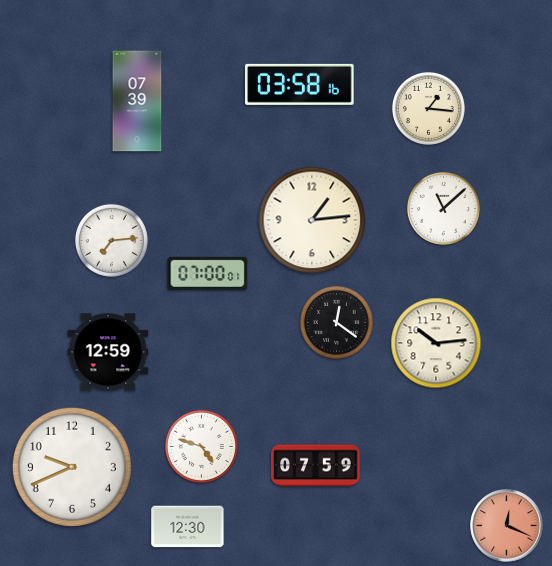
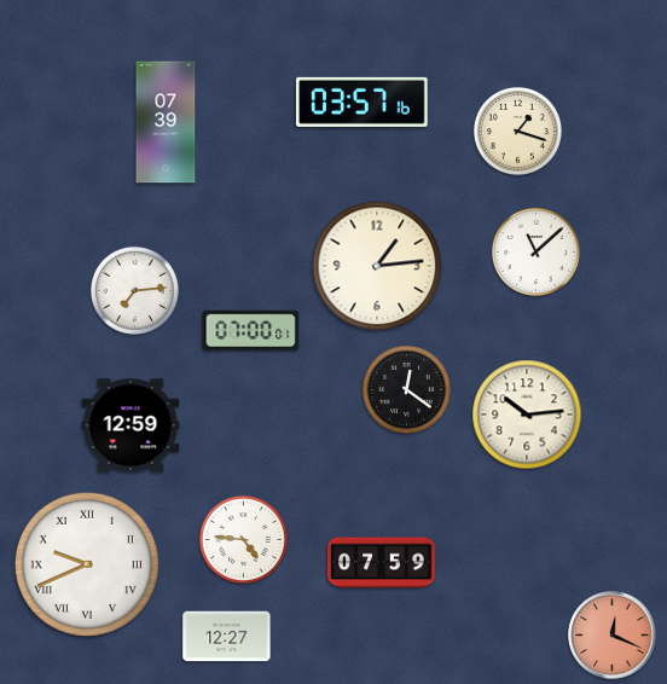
clock at (300, 84): 03:58 -> 03:57
clock at (428, 108): 1:16 -> 1:18
clock at (201, 446): 4:48 -> 4:46
clock at (72, 467) numerals: Arabic -> Roman
clock at (188, 527): 12:30 -> 12:27
